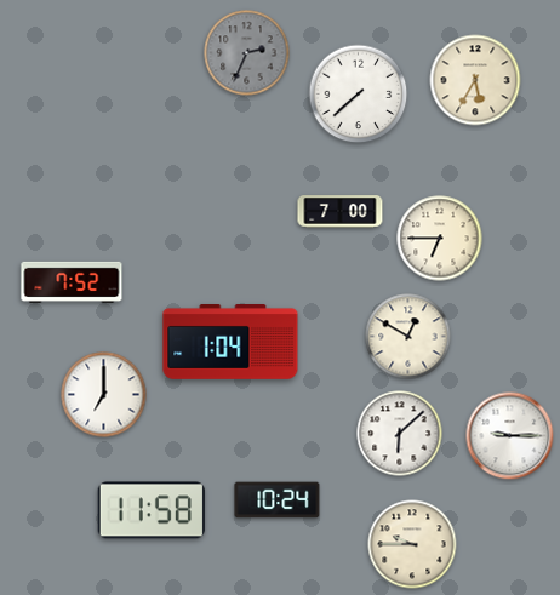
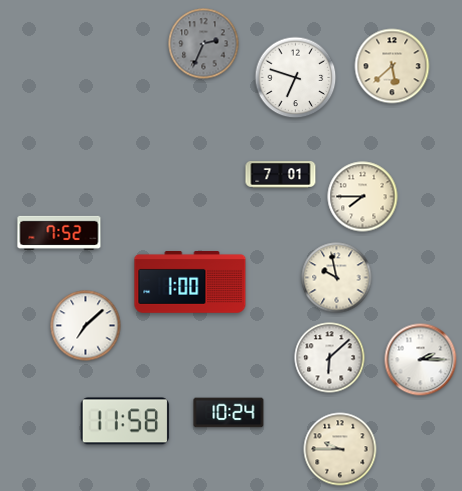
clock at (475, 80): 5:35 -> 5:38
clock at (359, 95): 7:38 -> 6:48
clock at (341, 212): 7:00 -> 7:01
clock at (440, 239): 6:45 -> 7:45
clock at (408, 337): 12:50 -> 9:58
clock at (230, 343): 1:04 -> 1:00
clock at (104, 395): 7:00 -> 7:08
clock at (510, 436): 9:15 -> 2:15
